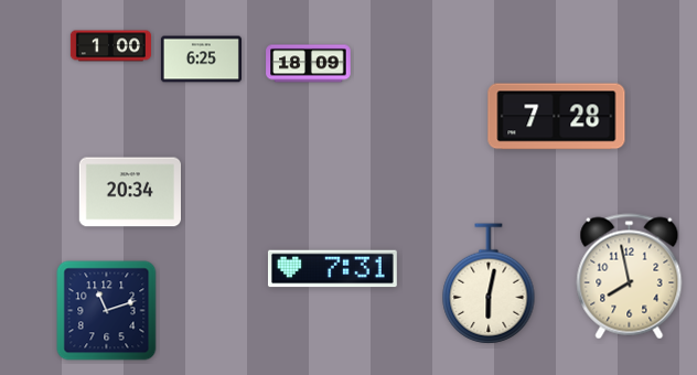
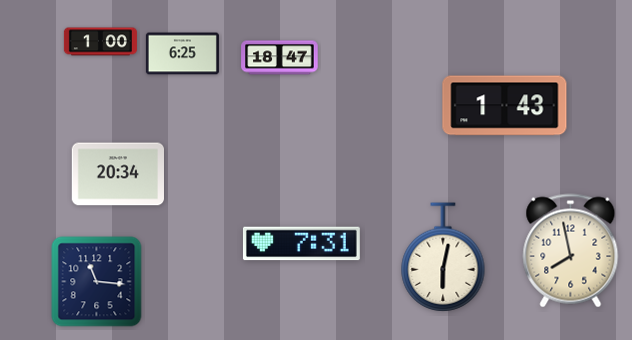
clock at (309, 64): 18:09 -> 18:47
clock at (557, 117): 7:28 -> 1:43
clock at (107, 311): 11:12 -> 11:16
